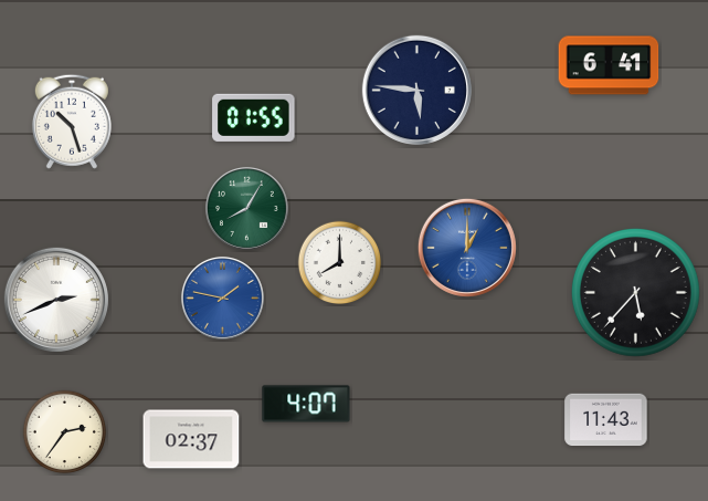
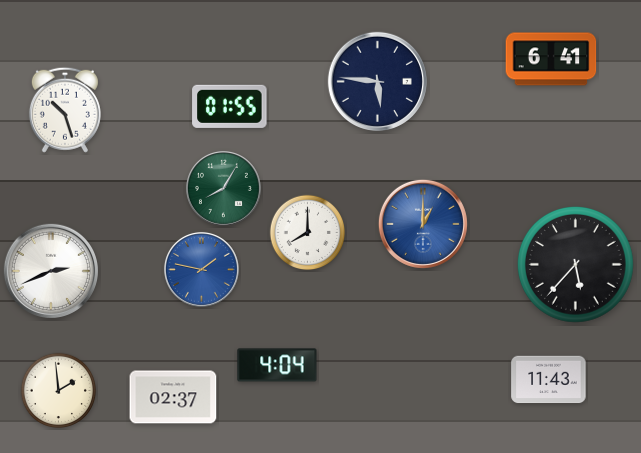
clock at (340, 263) position: (340, 263) -> (308, 233)
clock at (306, 404): 4:07 -> 4:04
clock at (65, 432): 2:36 -> 1:59
